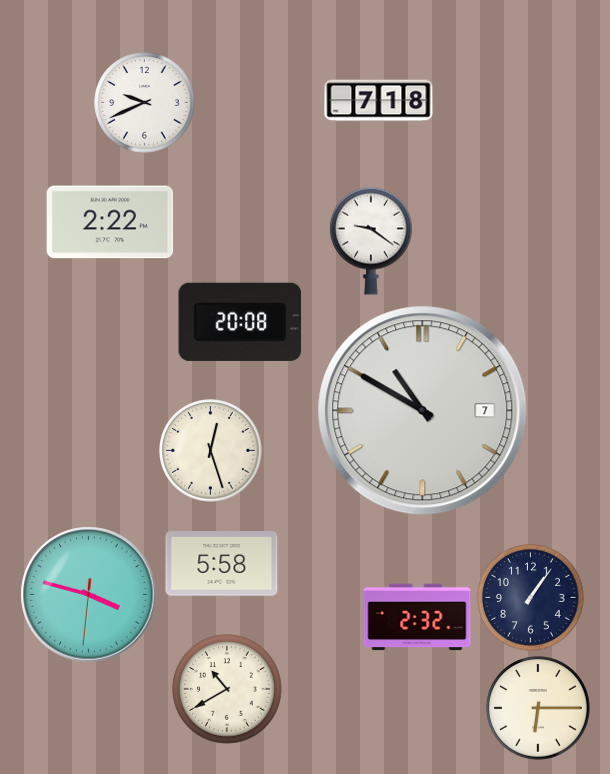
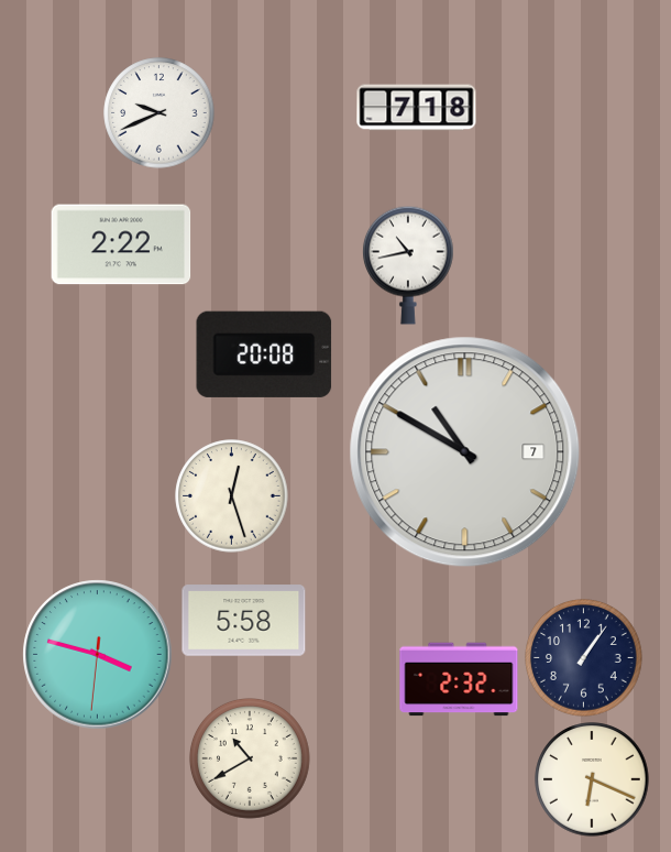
clock at (379, 101) position: (379, 101) -> (417, 108)
clock at (371, 241): 9:21 -> 10:43
clock at (538, 708): 6:15 -> 6:19
